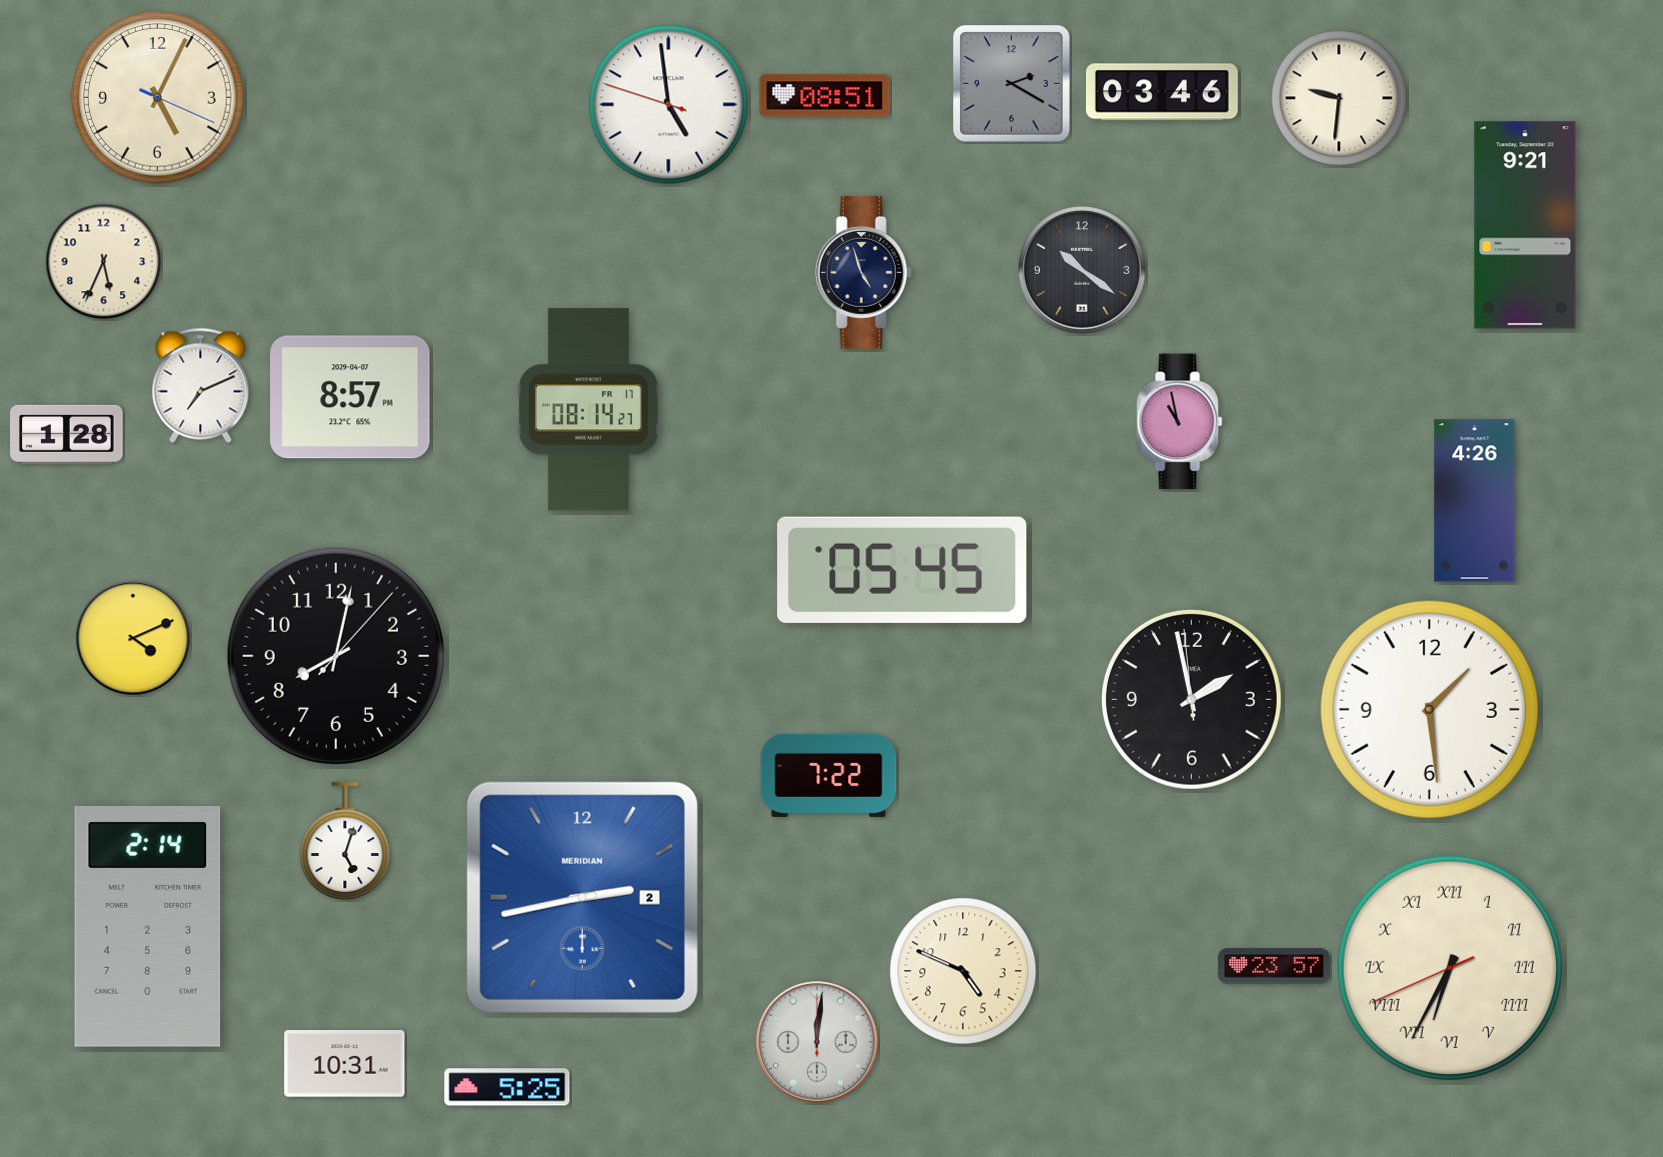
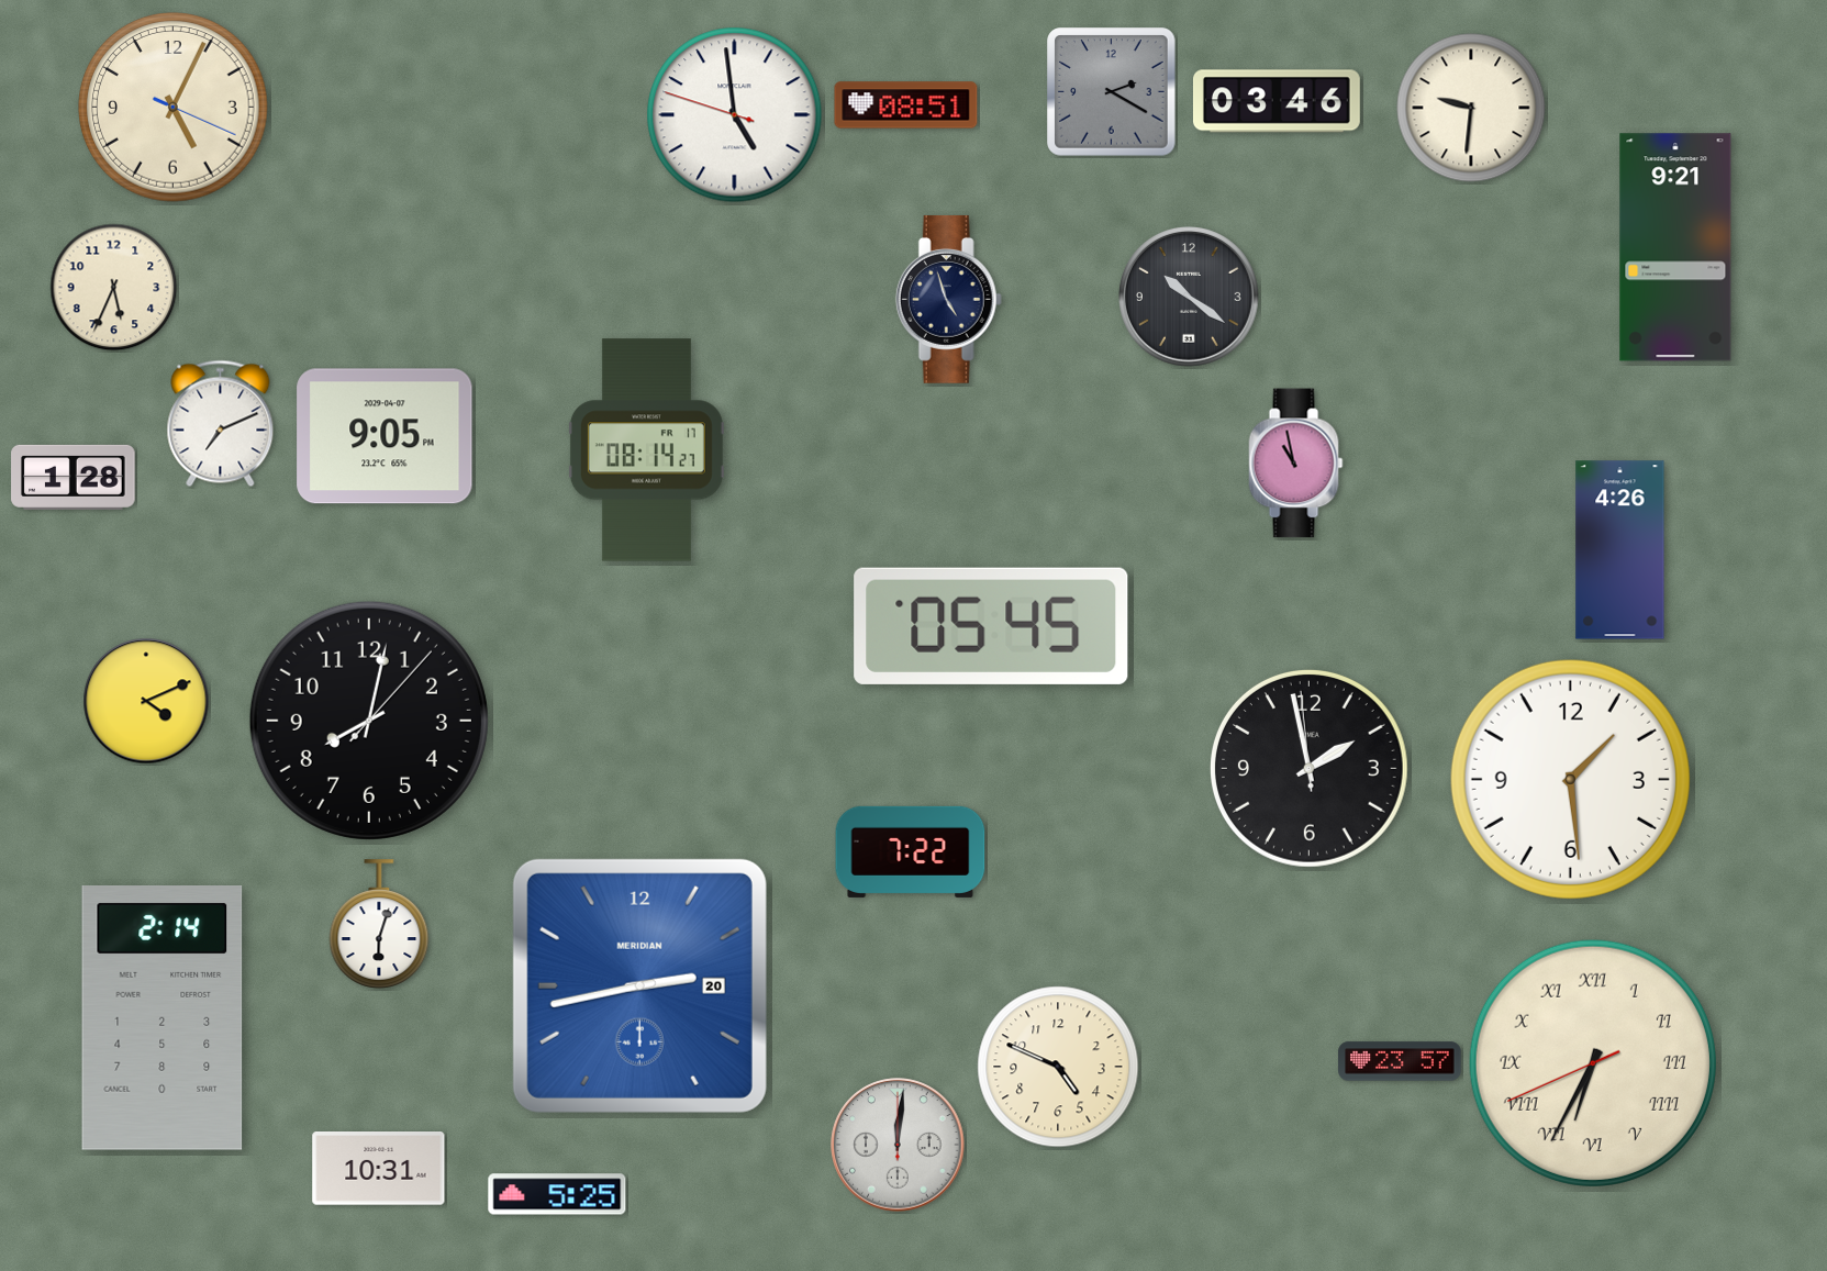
clock at (350, 397): 8:57 -> 9:05
clock at (345, 841): 5:03 -> 6:03
clock at (582, 897) date: 2 -> 20
